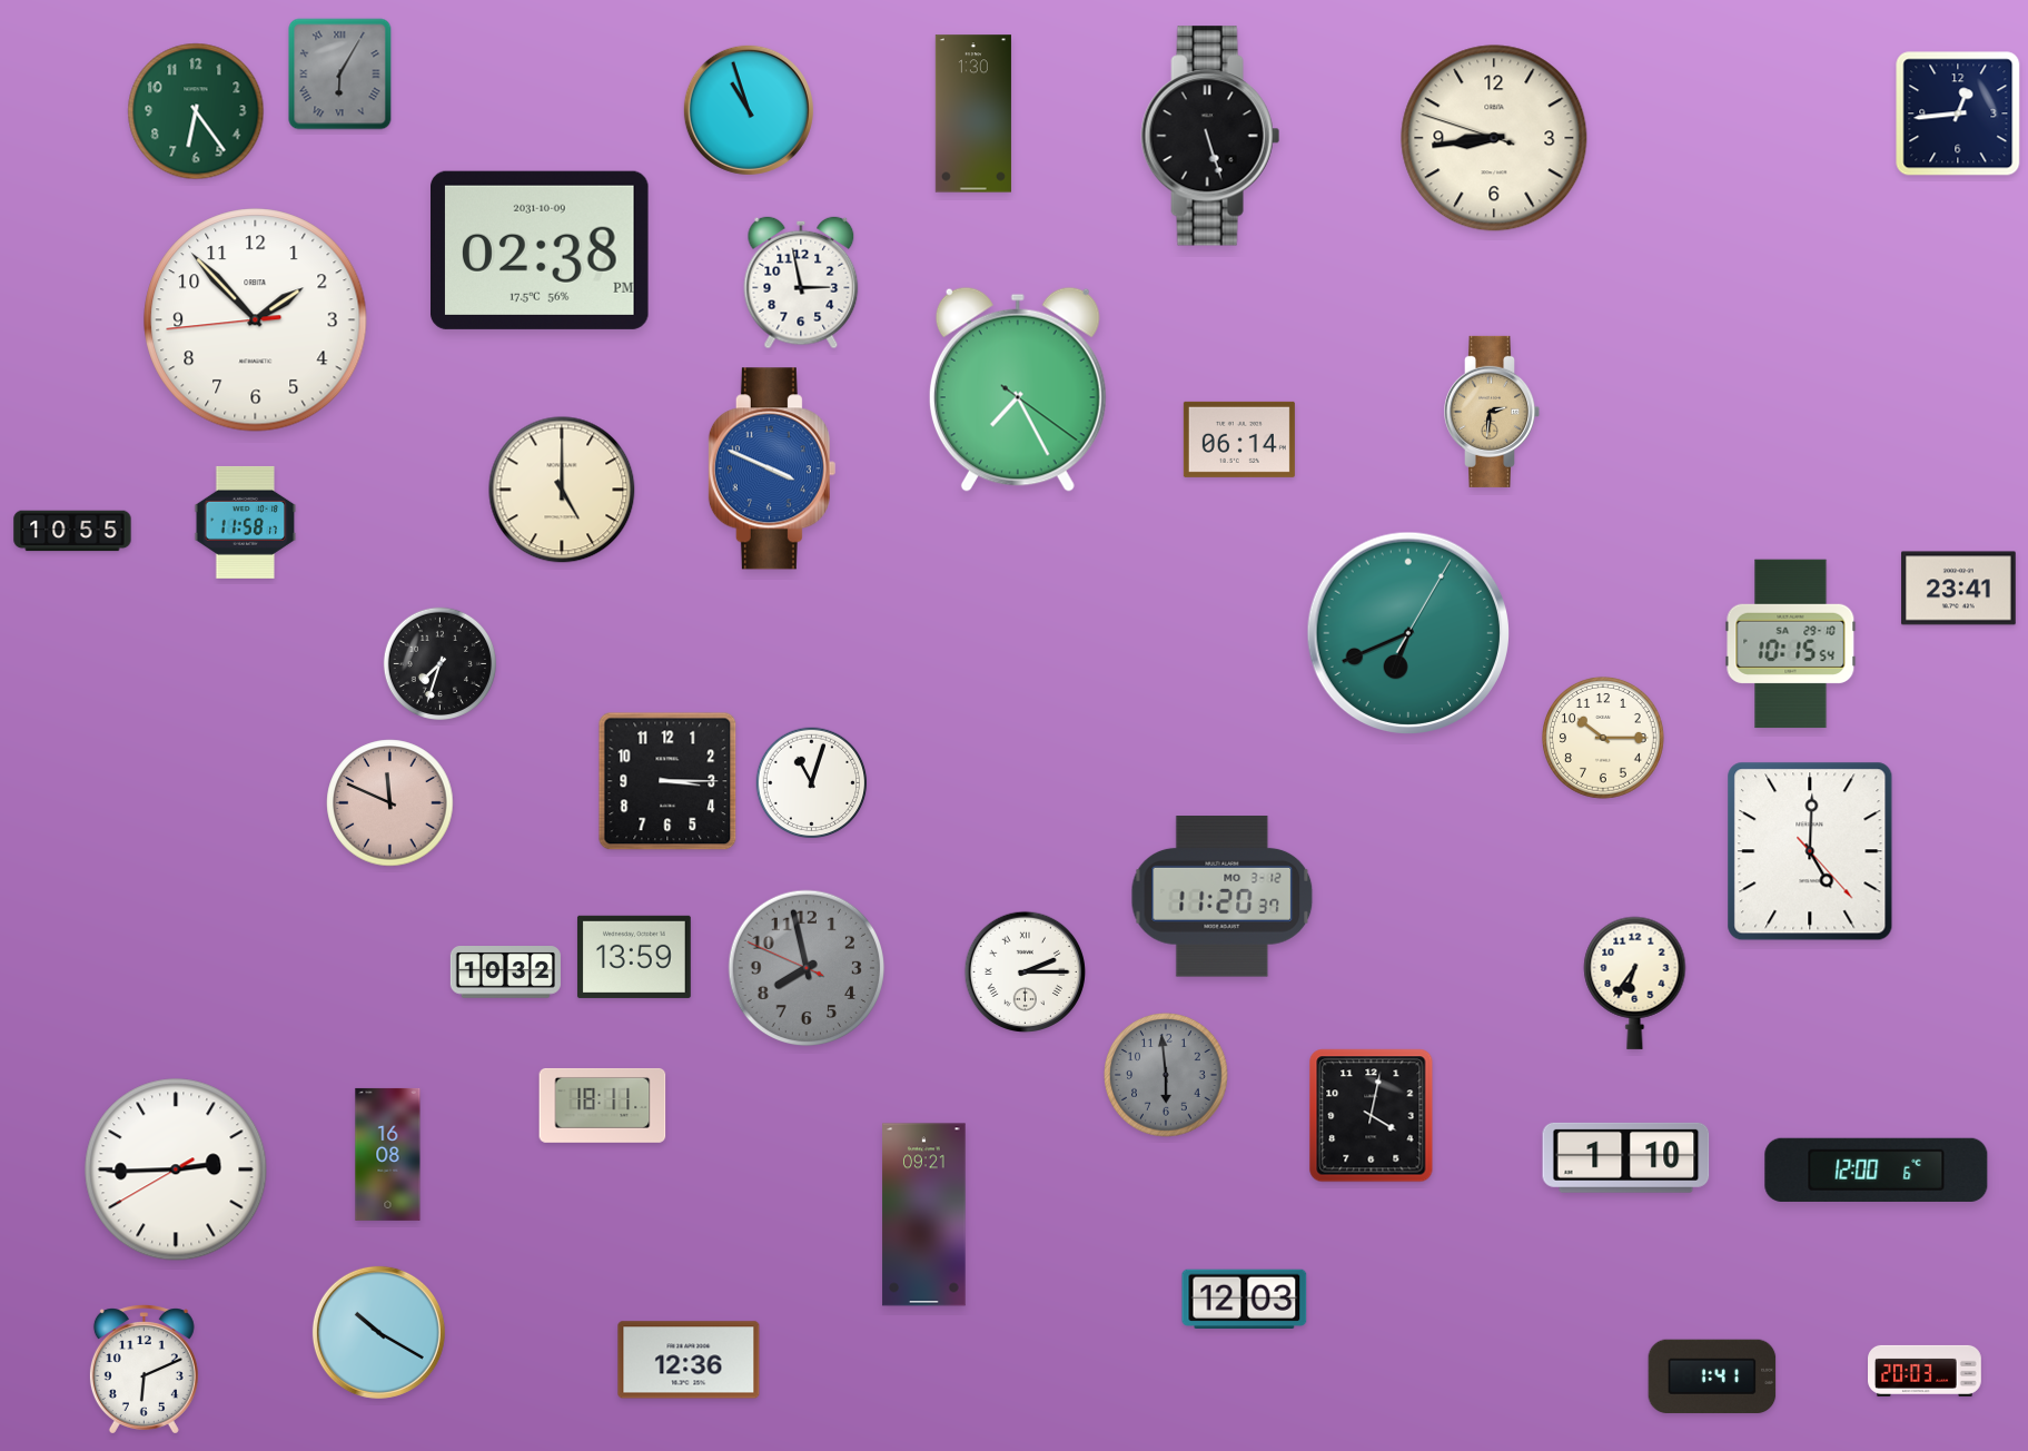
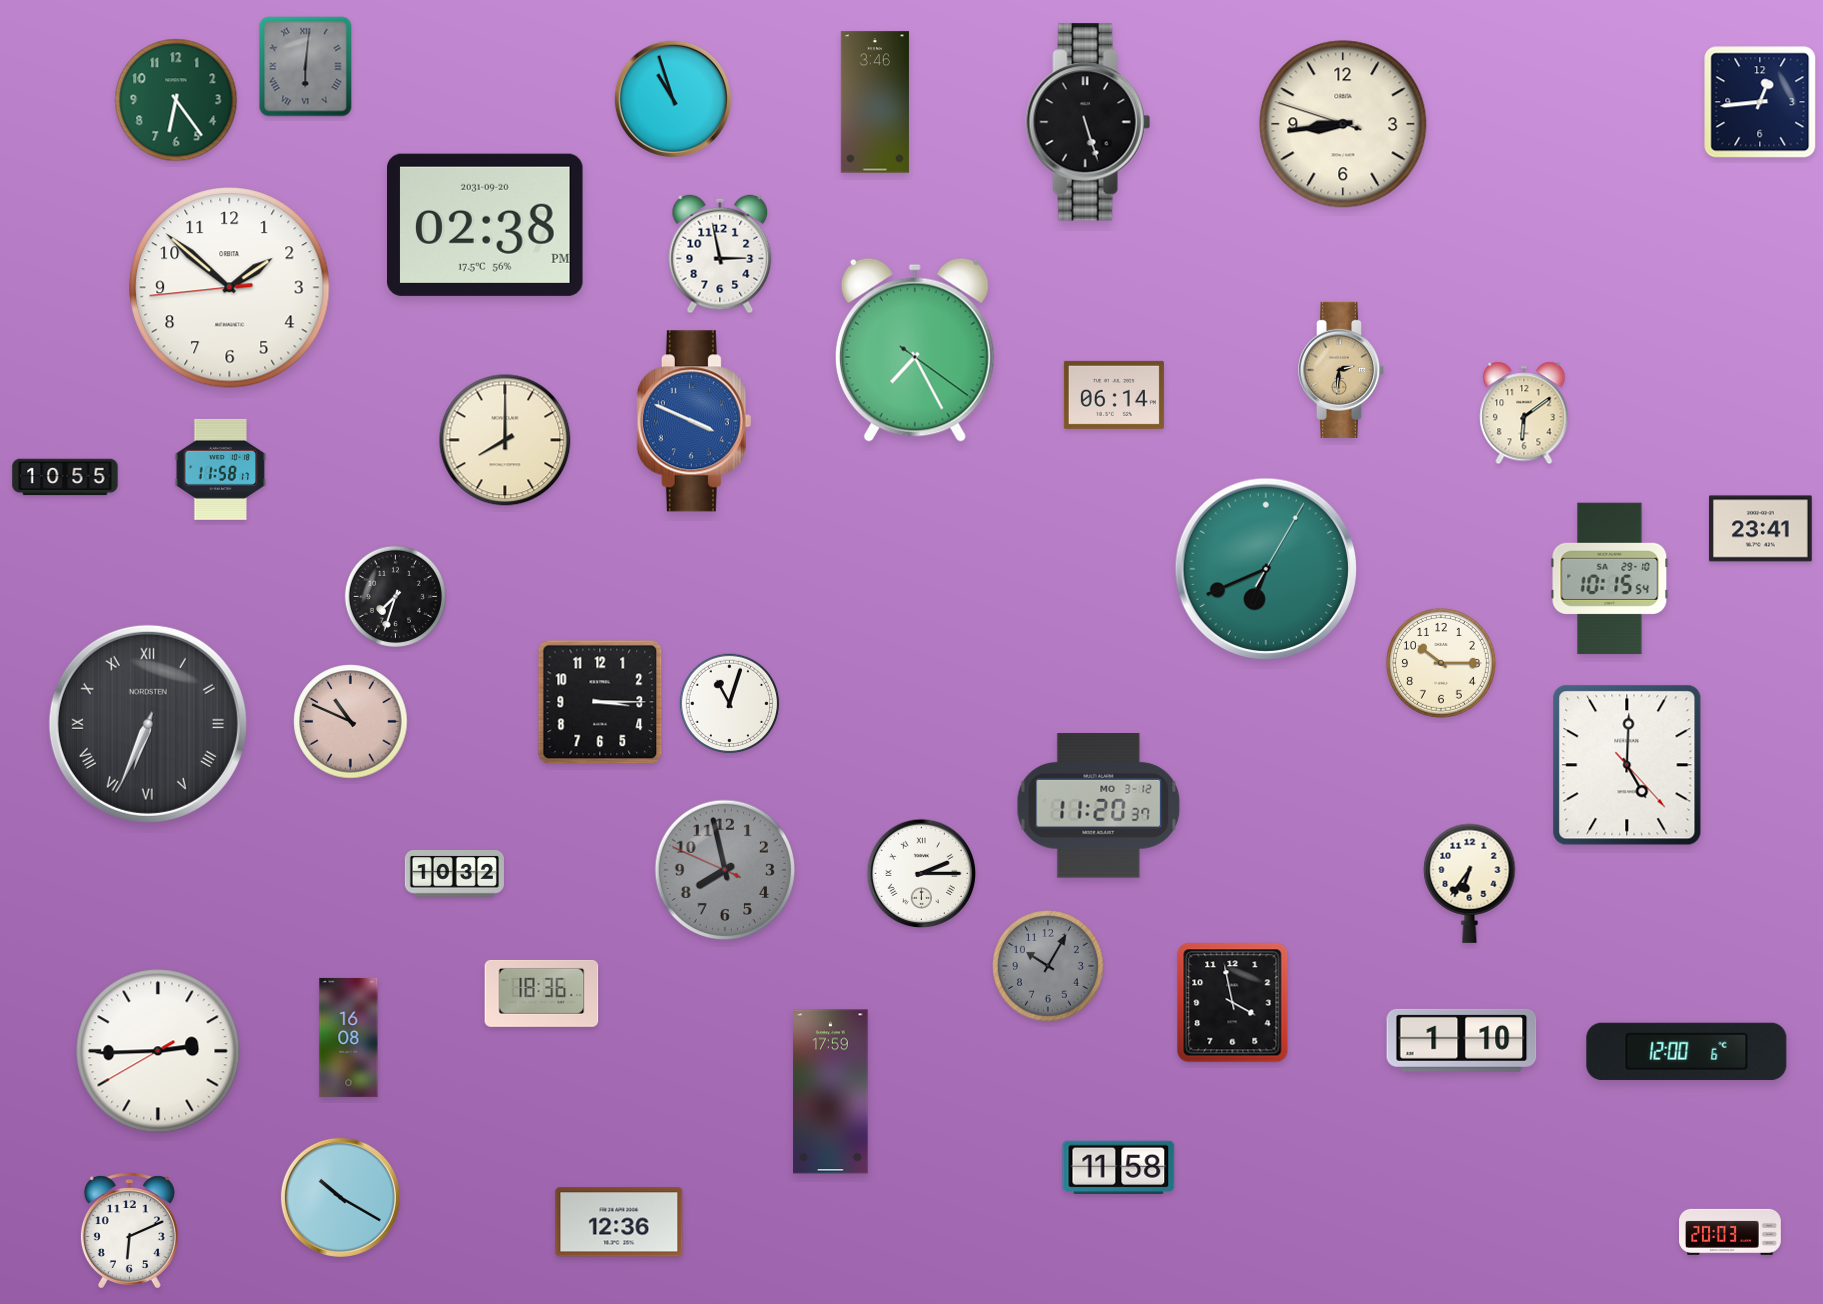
clock at (340, 75): 6:05 -> 6:01
clock at (973, 113): 1:30 -> 3:46
clock at (541, 250) date: 2031-10-09 -> 2031-09-20
clock at (256, 320): 1:52 -> 1:51
clock at (1524, 413): none -> 6:09
clock at (562, 490): 5:00 -> 8:00
clock at (390, 803): 11:49 -> 10:49
clock at (148, 724): none -> 6:34
clock at (634, 957): 13:59 -> none
clock at (1166, 1075): 5:59 -> 10:05
clock at (603, 1105): 18:11 -> 18:36
clock at (1372, 1116): 4:02 -> 3:58
clock at (924, 1215): 09:21 -> 17:59
clock at (1245, 1299): 12:03 -> 11:58
clock at (1712, 1376): 1:41 -> none
